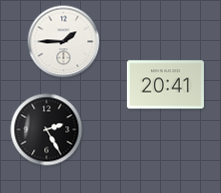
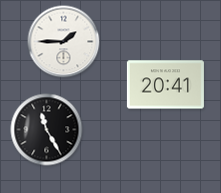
clock at (47, 130): 2:25 -> 11:25
